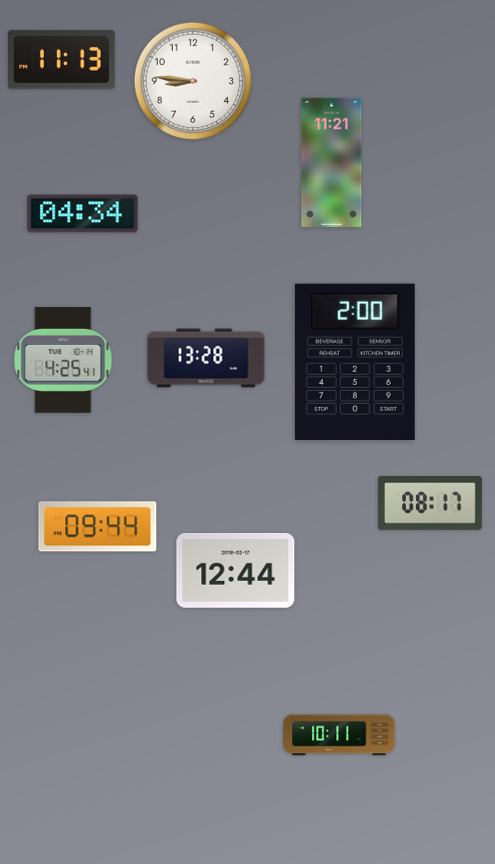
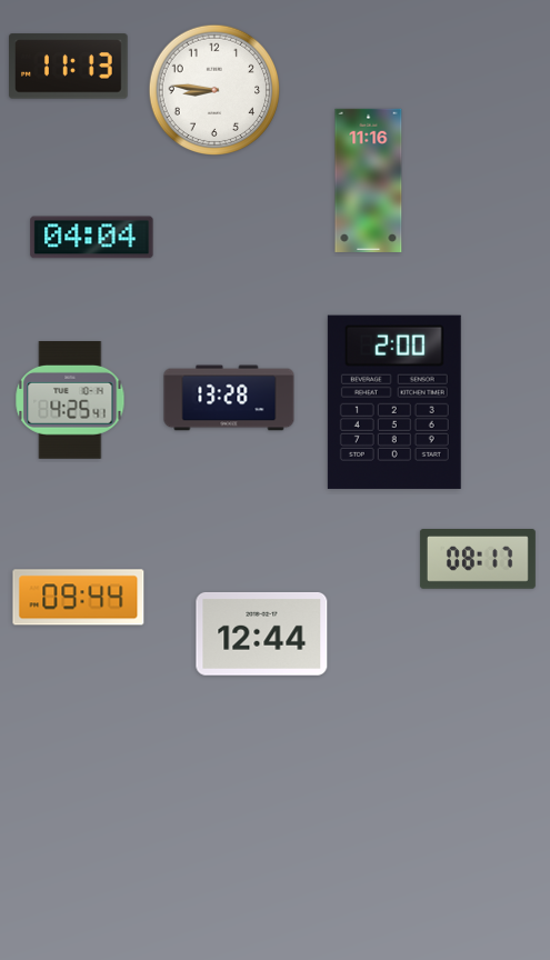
clock at (332, 162): 11:21 -> 11:16
clock at (83, 214): 04:34 -> 04:04
clock at (98, 527) position: (98, 527) -> (79, 598)
clock at (339, 735): 10:11 -> none
